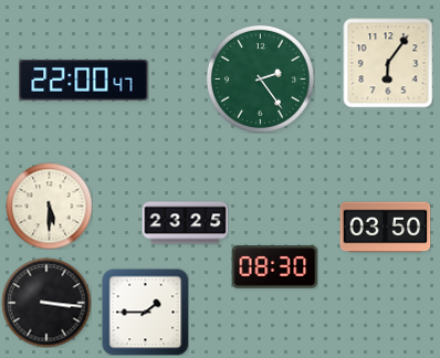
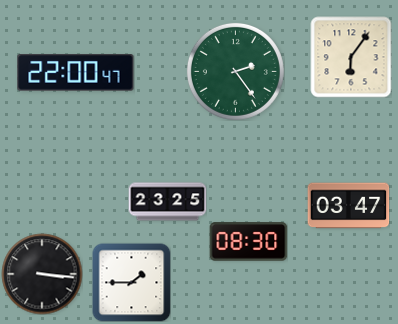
clock at (49, 206): 5:30 -> none
clock at (385, 228): 03:50 -> 03:47
